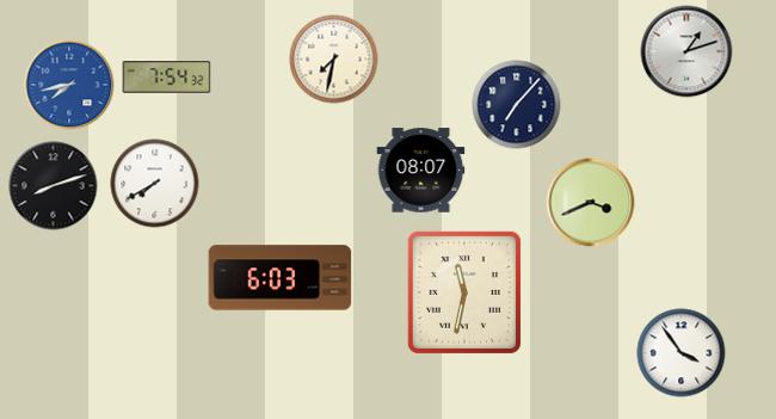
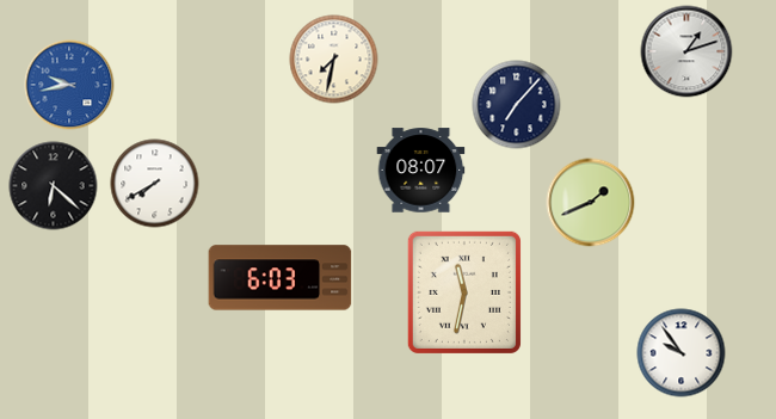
clock at (167, 78): 7:54 -> none
clock at (69, 85): 7:43 -> 9:43
clock at (54, 186): 8:12 -> 6:22
clock at (591, 203): 3:41 -> 1:41
clock at (682, 353): 3:54 -> 9:54
